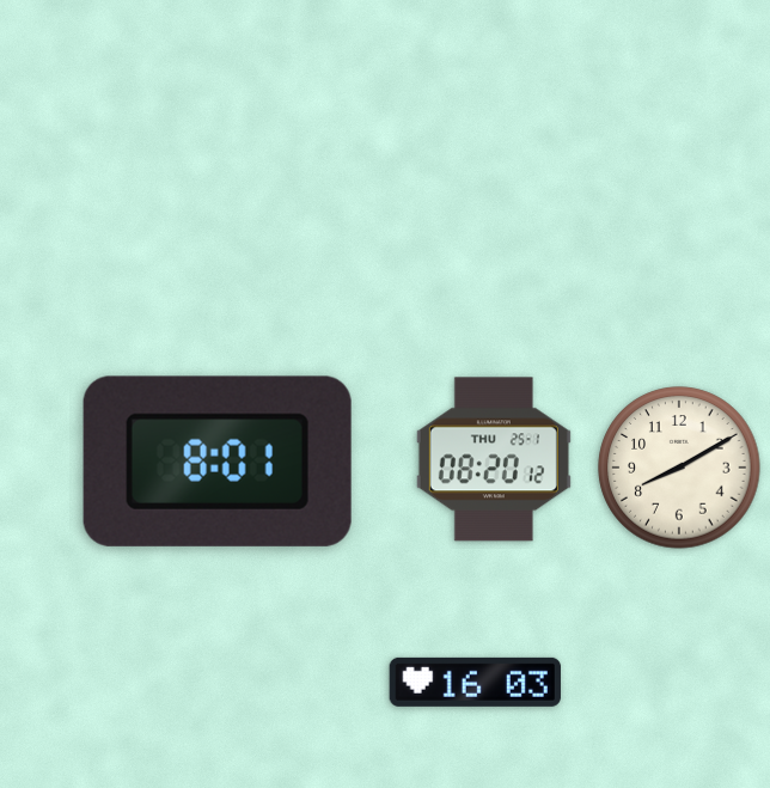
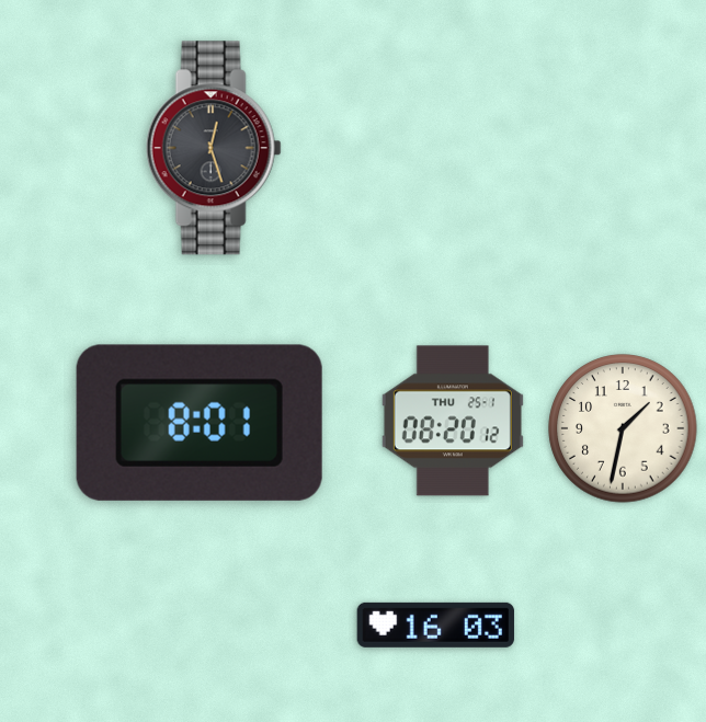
clock at (214, 148): none -> 12:27
clock at (679, 468): 8:10 -> 1:32
